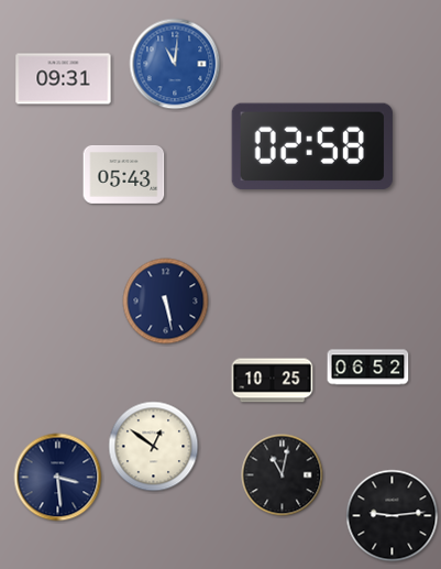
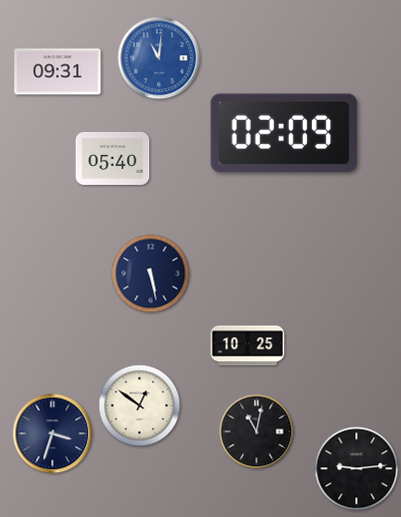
clock at (312, 145): 02:58 -> 02:09
clock at (124, 174): 05:43 -> 05:40
clock at (368, 368): 06:52 -> none
clock at (58, 478): 3:29 -> 3:33
